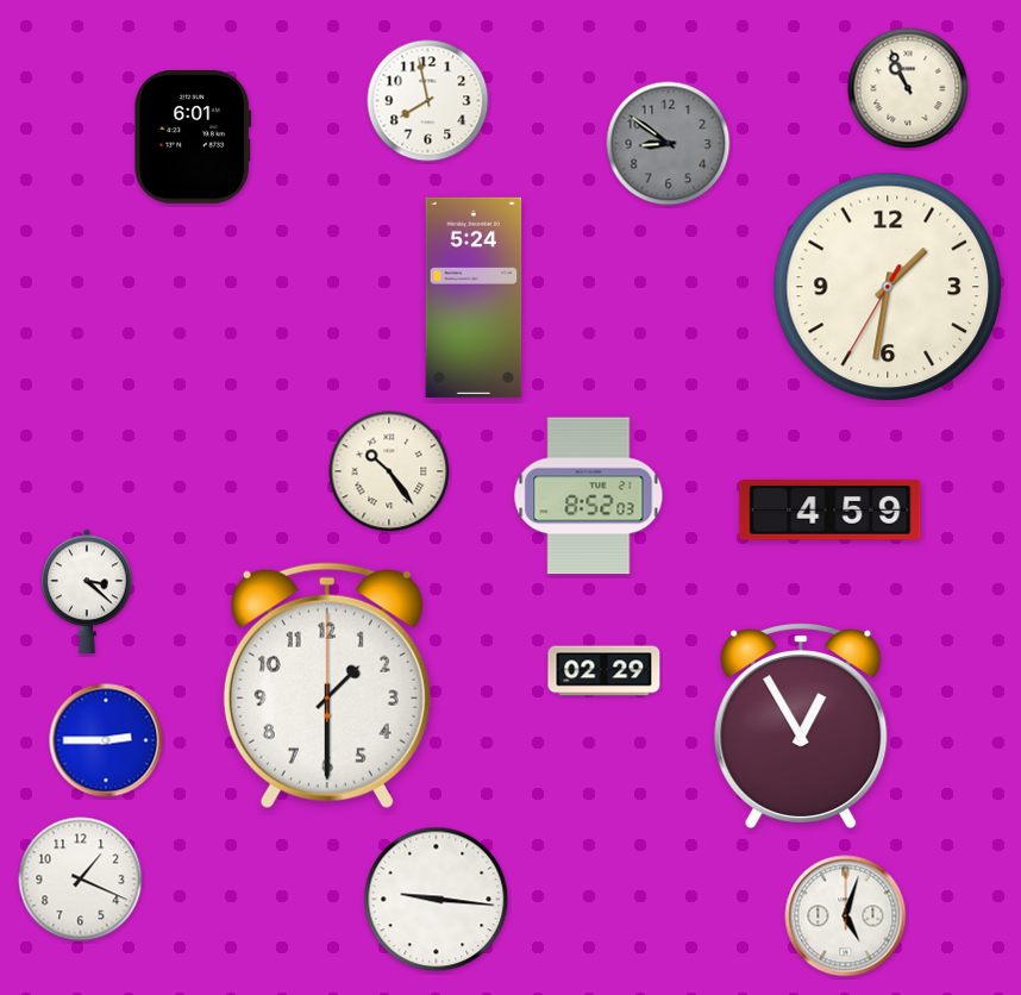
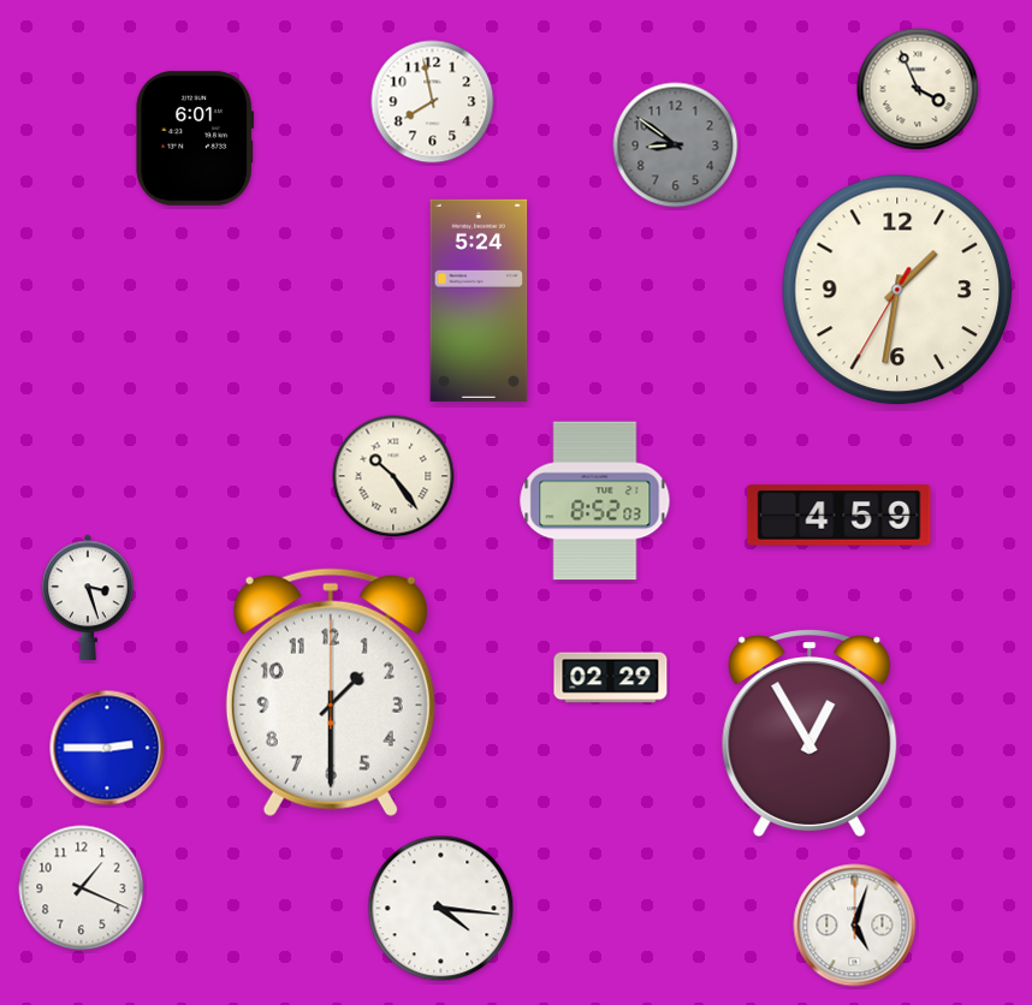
clock at (908, 88): 10:56 -> 3:56
clock at (87, 592): 3:22 -> 3:27
clock at (437, 900): 9:16 -> 4:16
